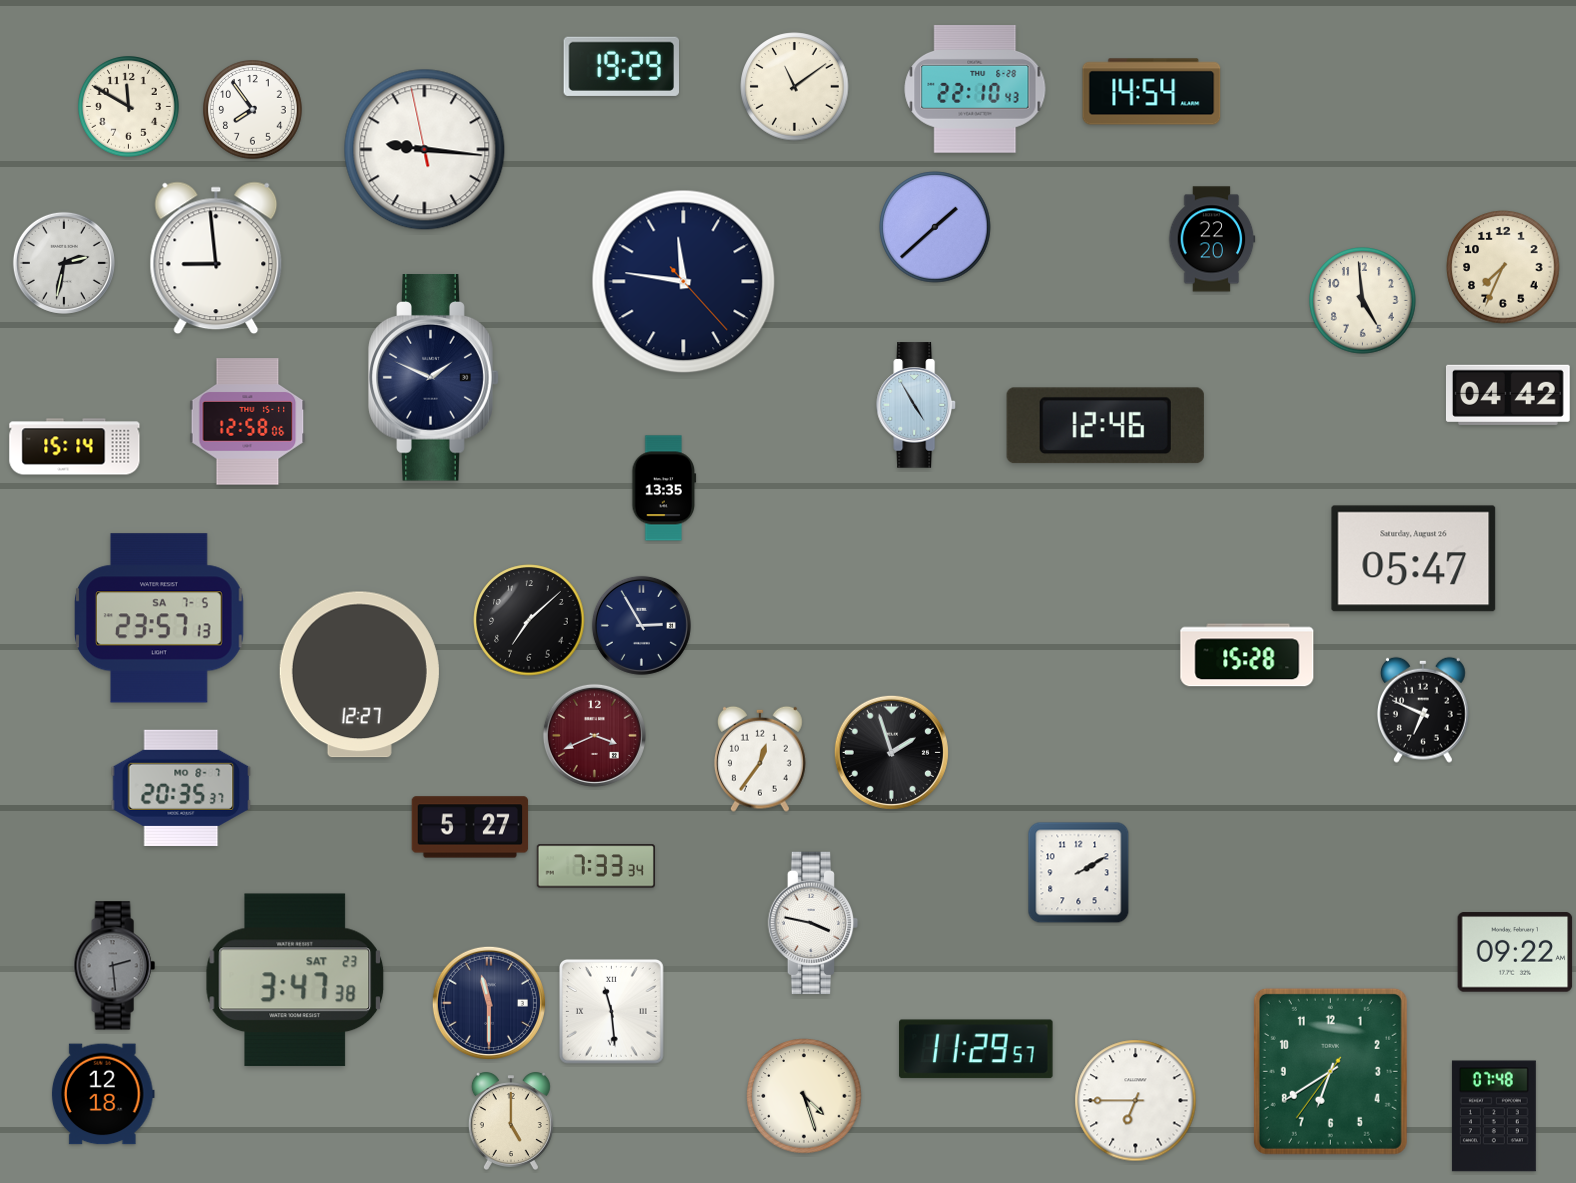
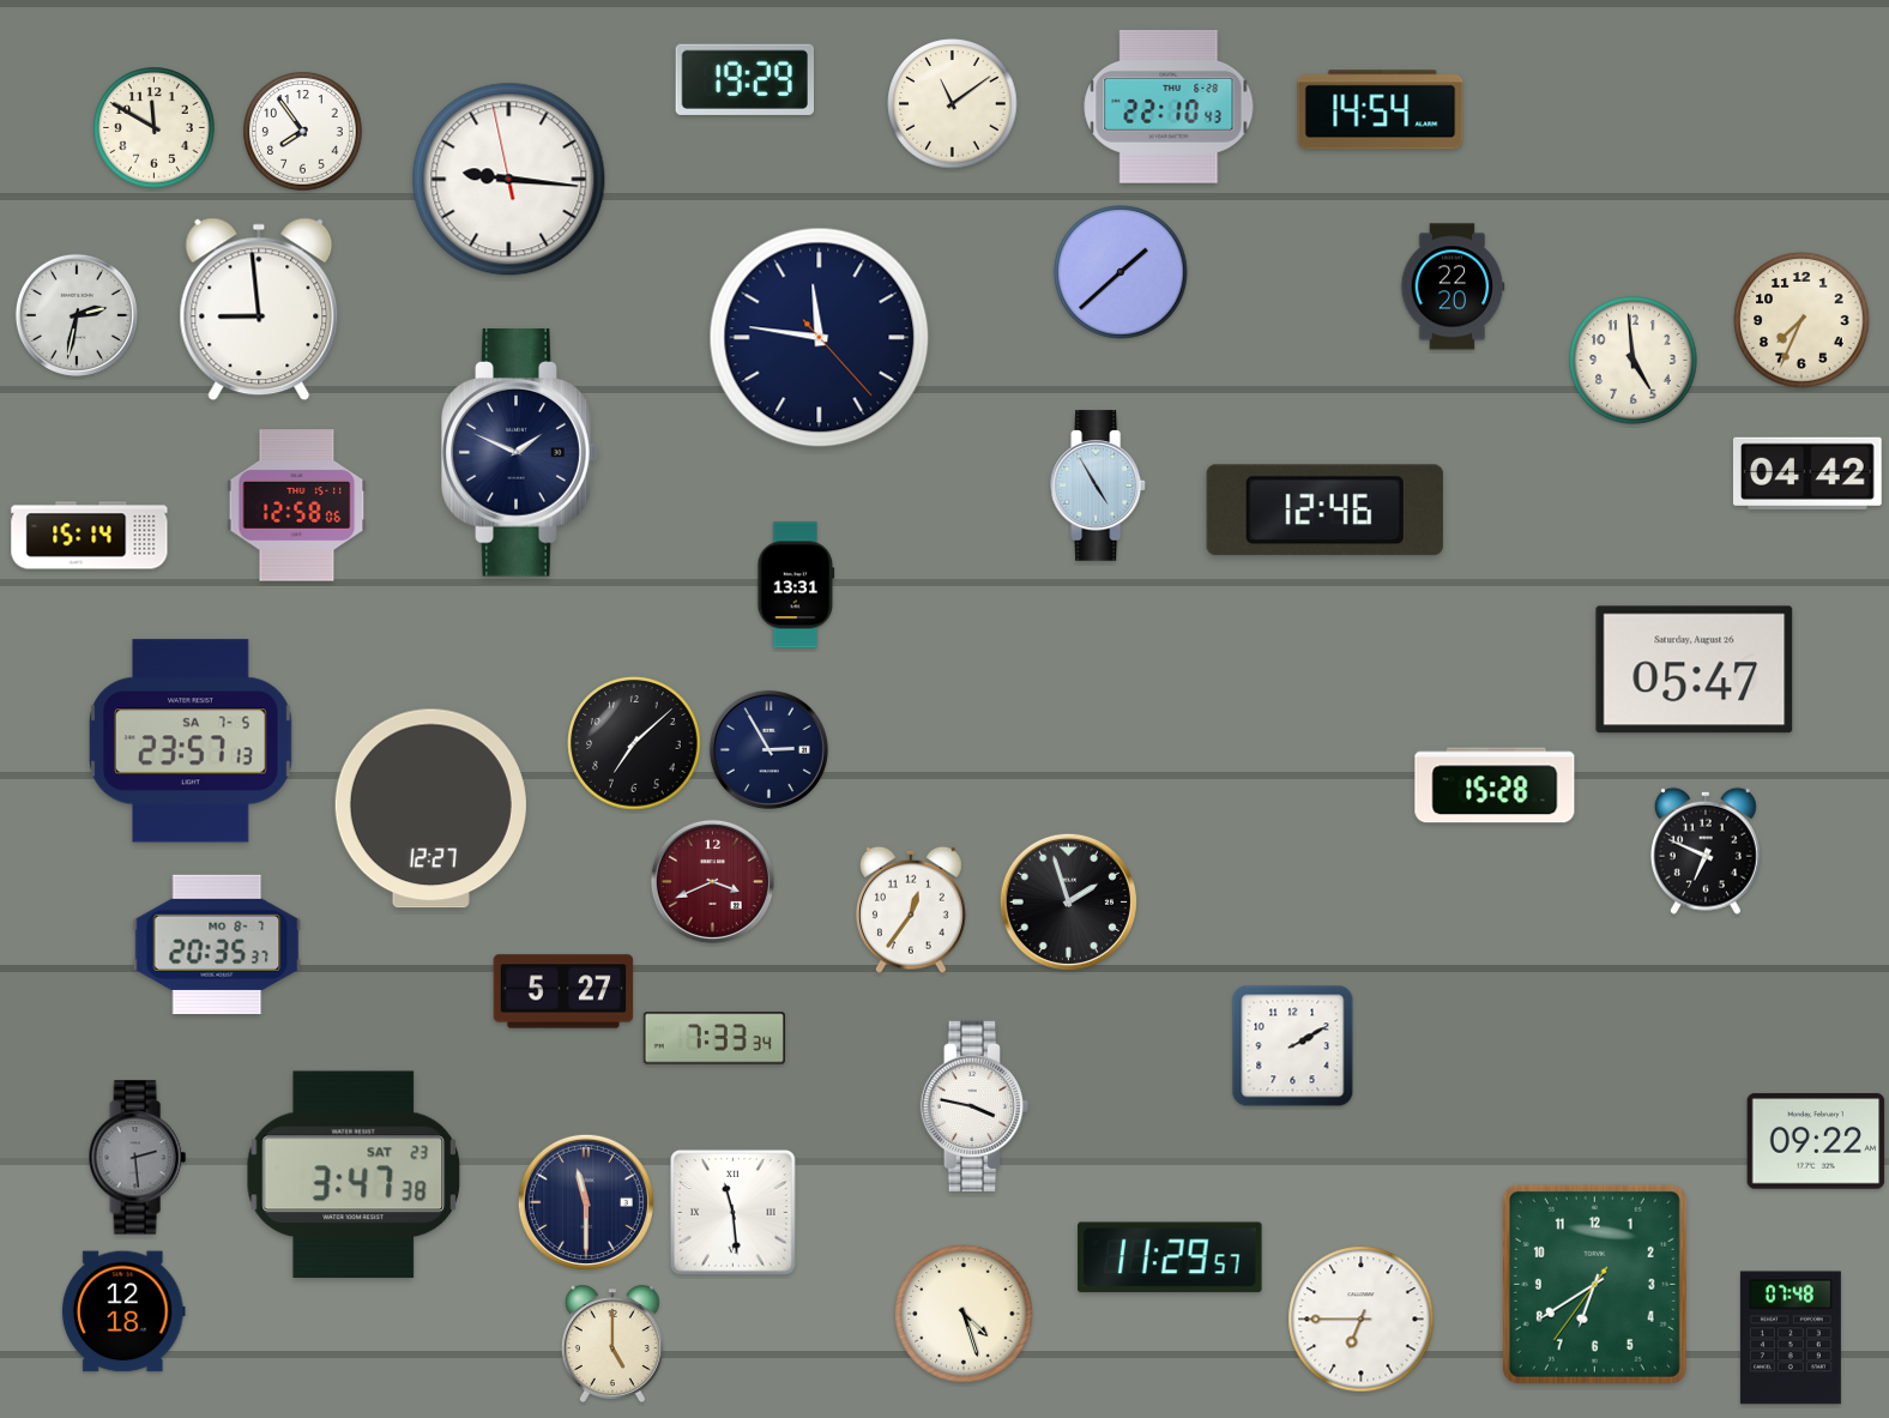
clock at (664, 488): 13:35 -> 13:31
